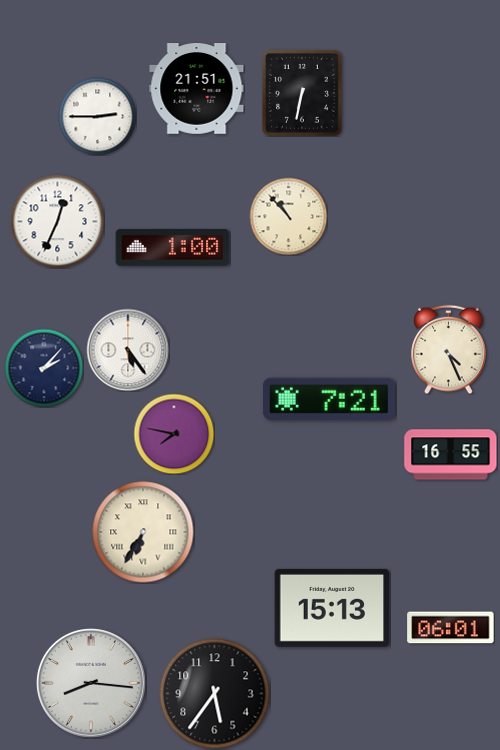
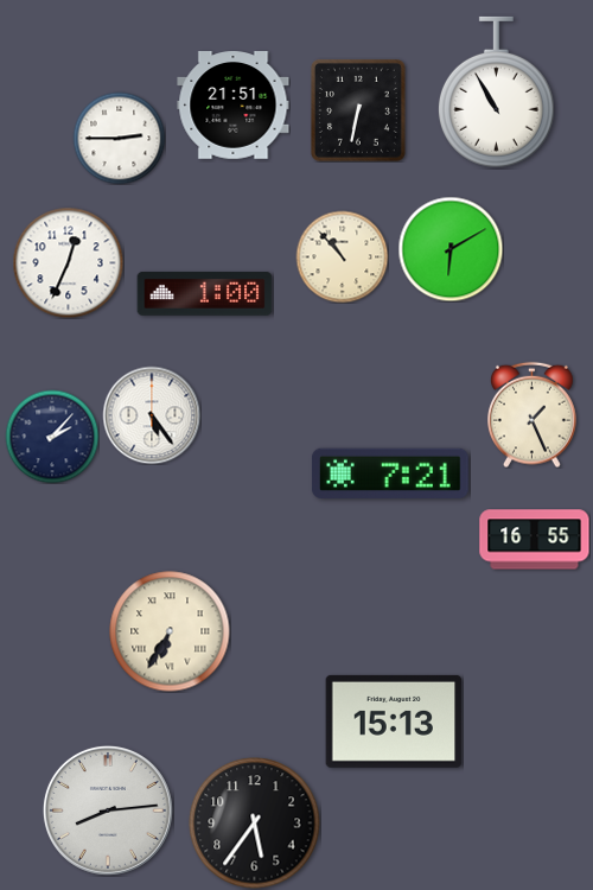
clock at (496, 93): none -> 10:55
clock at (97, 116) position: (97, 116) -> (119, 138)
clock at (451, 249): none -> 6:10
clock at (449, 349): 4:26 -> 1:26
clock at (174, 434): 7:47 -> none
clock at (451, 628): 06:01 -> none
clock at (91, 683): 8:16 -> 8:14
